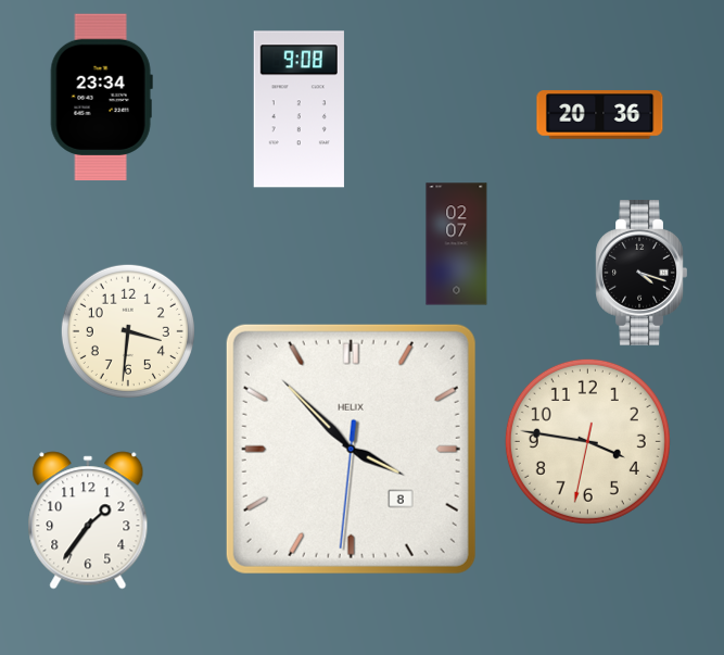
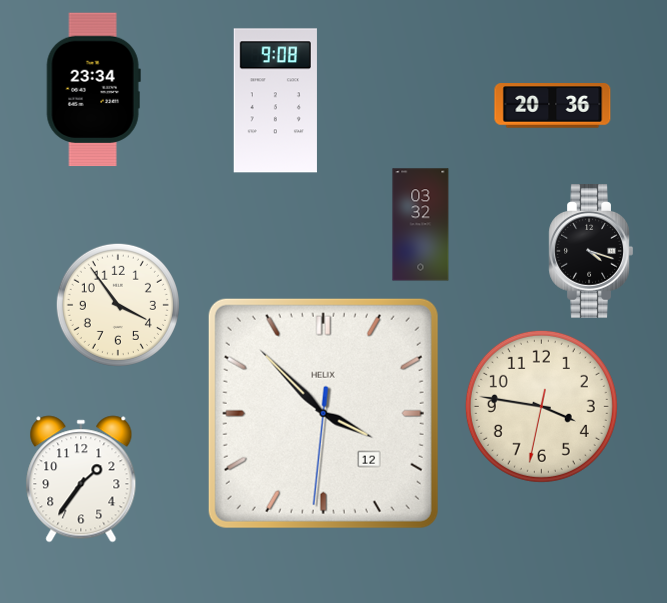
clock at (457, 244): 02:07 -> 03:32
clock at (128, 331): 3:31 -> 3:54
clock at (351, 449) date: 8 -> 12
